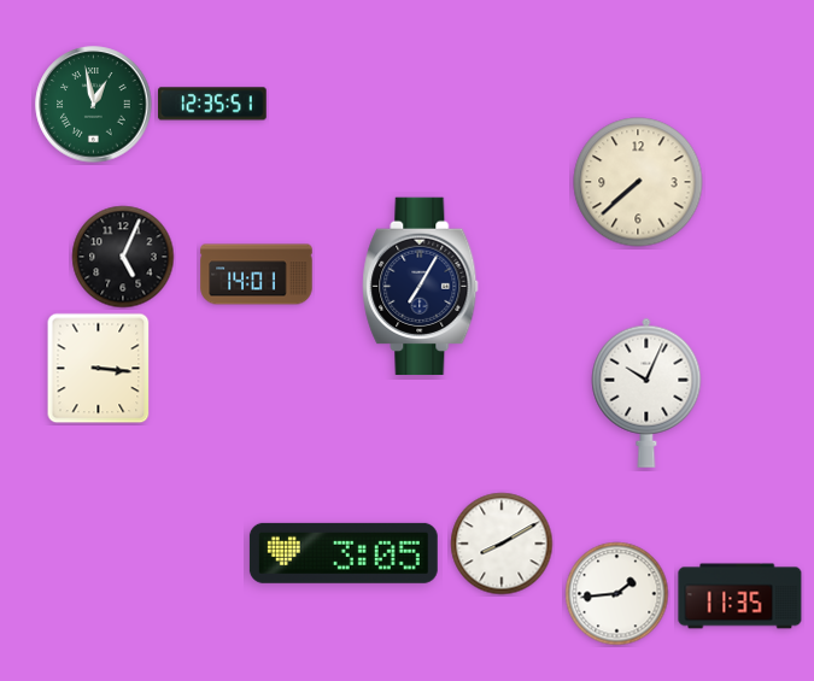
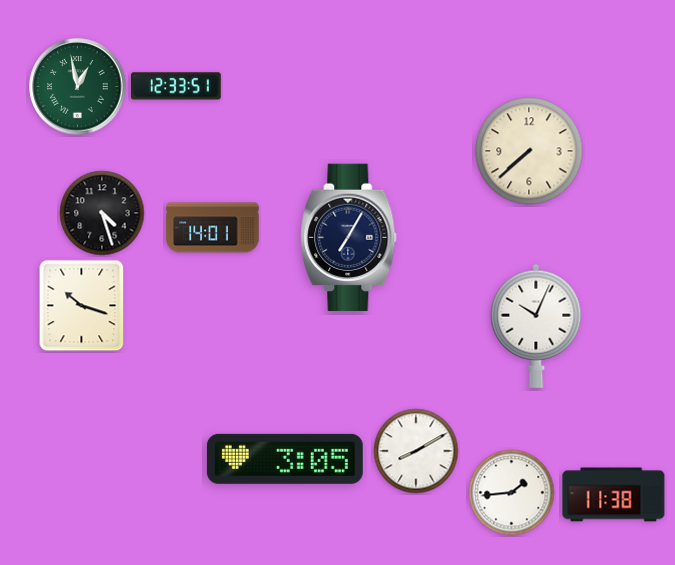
clock at (212, 104): 12:35 -> 12:33
clock at (123, 257): 5:04 -> 4:27
clock at (99, 369): 3:16 -> 10:18
clock at (740, 597): 11:35 -> 11:38
